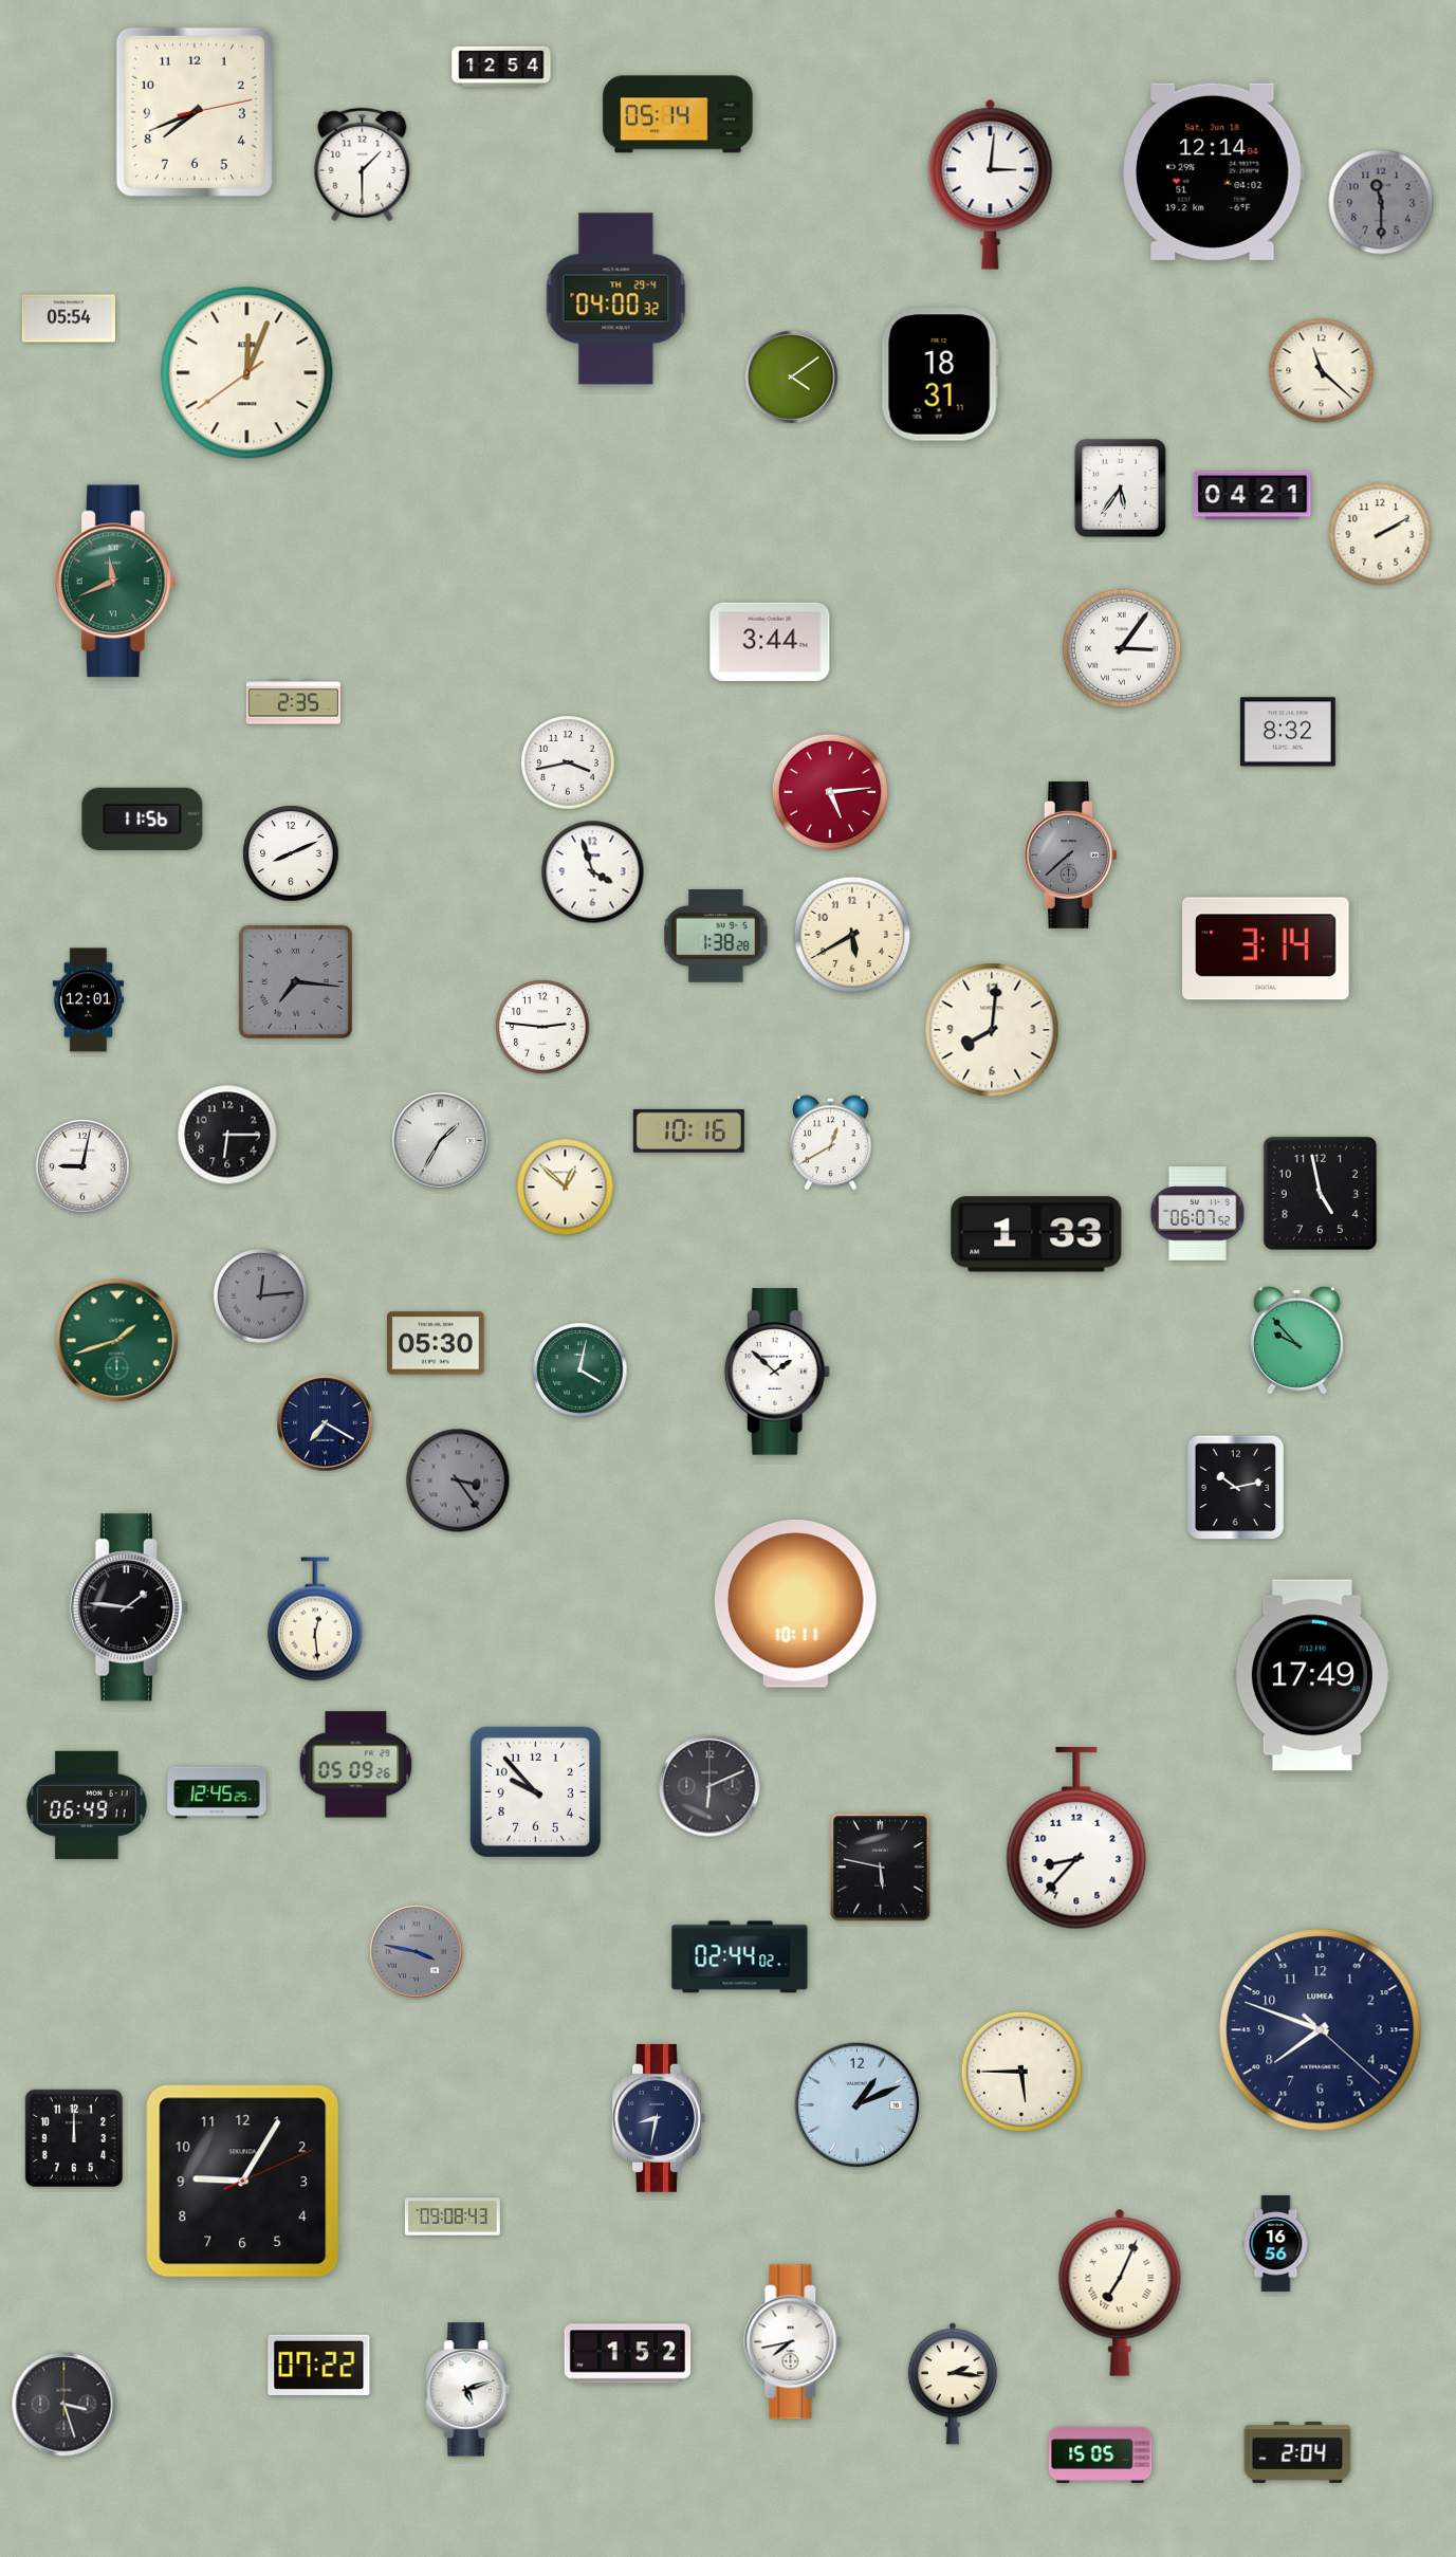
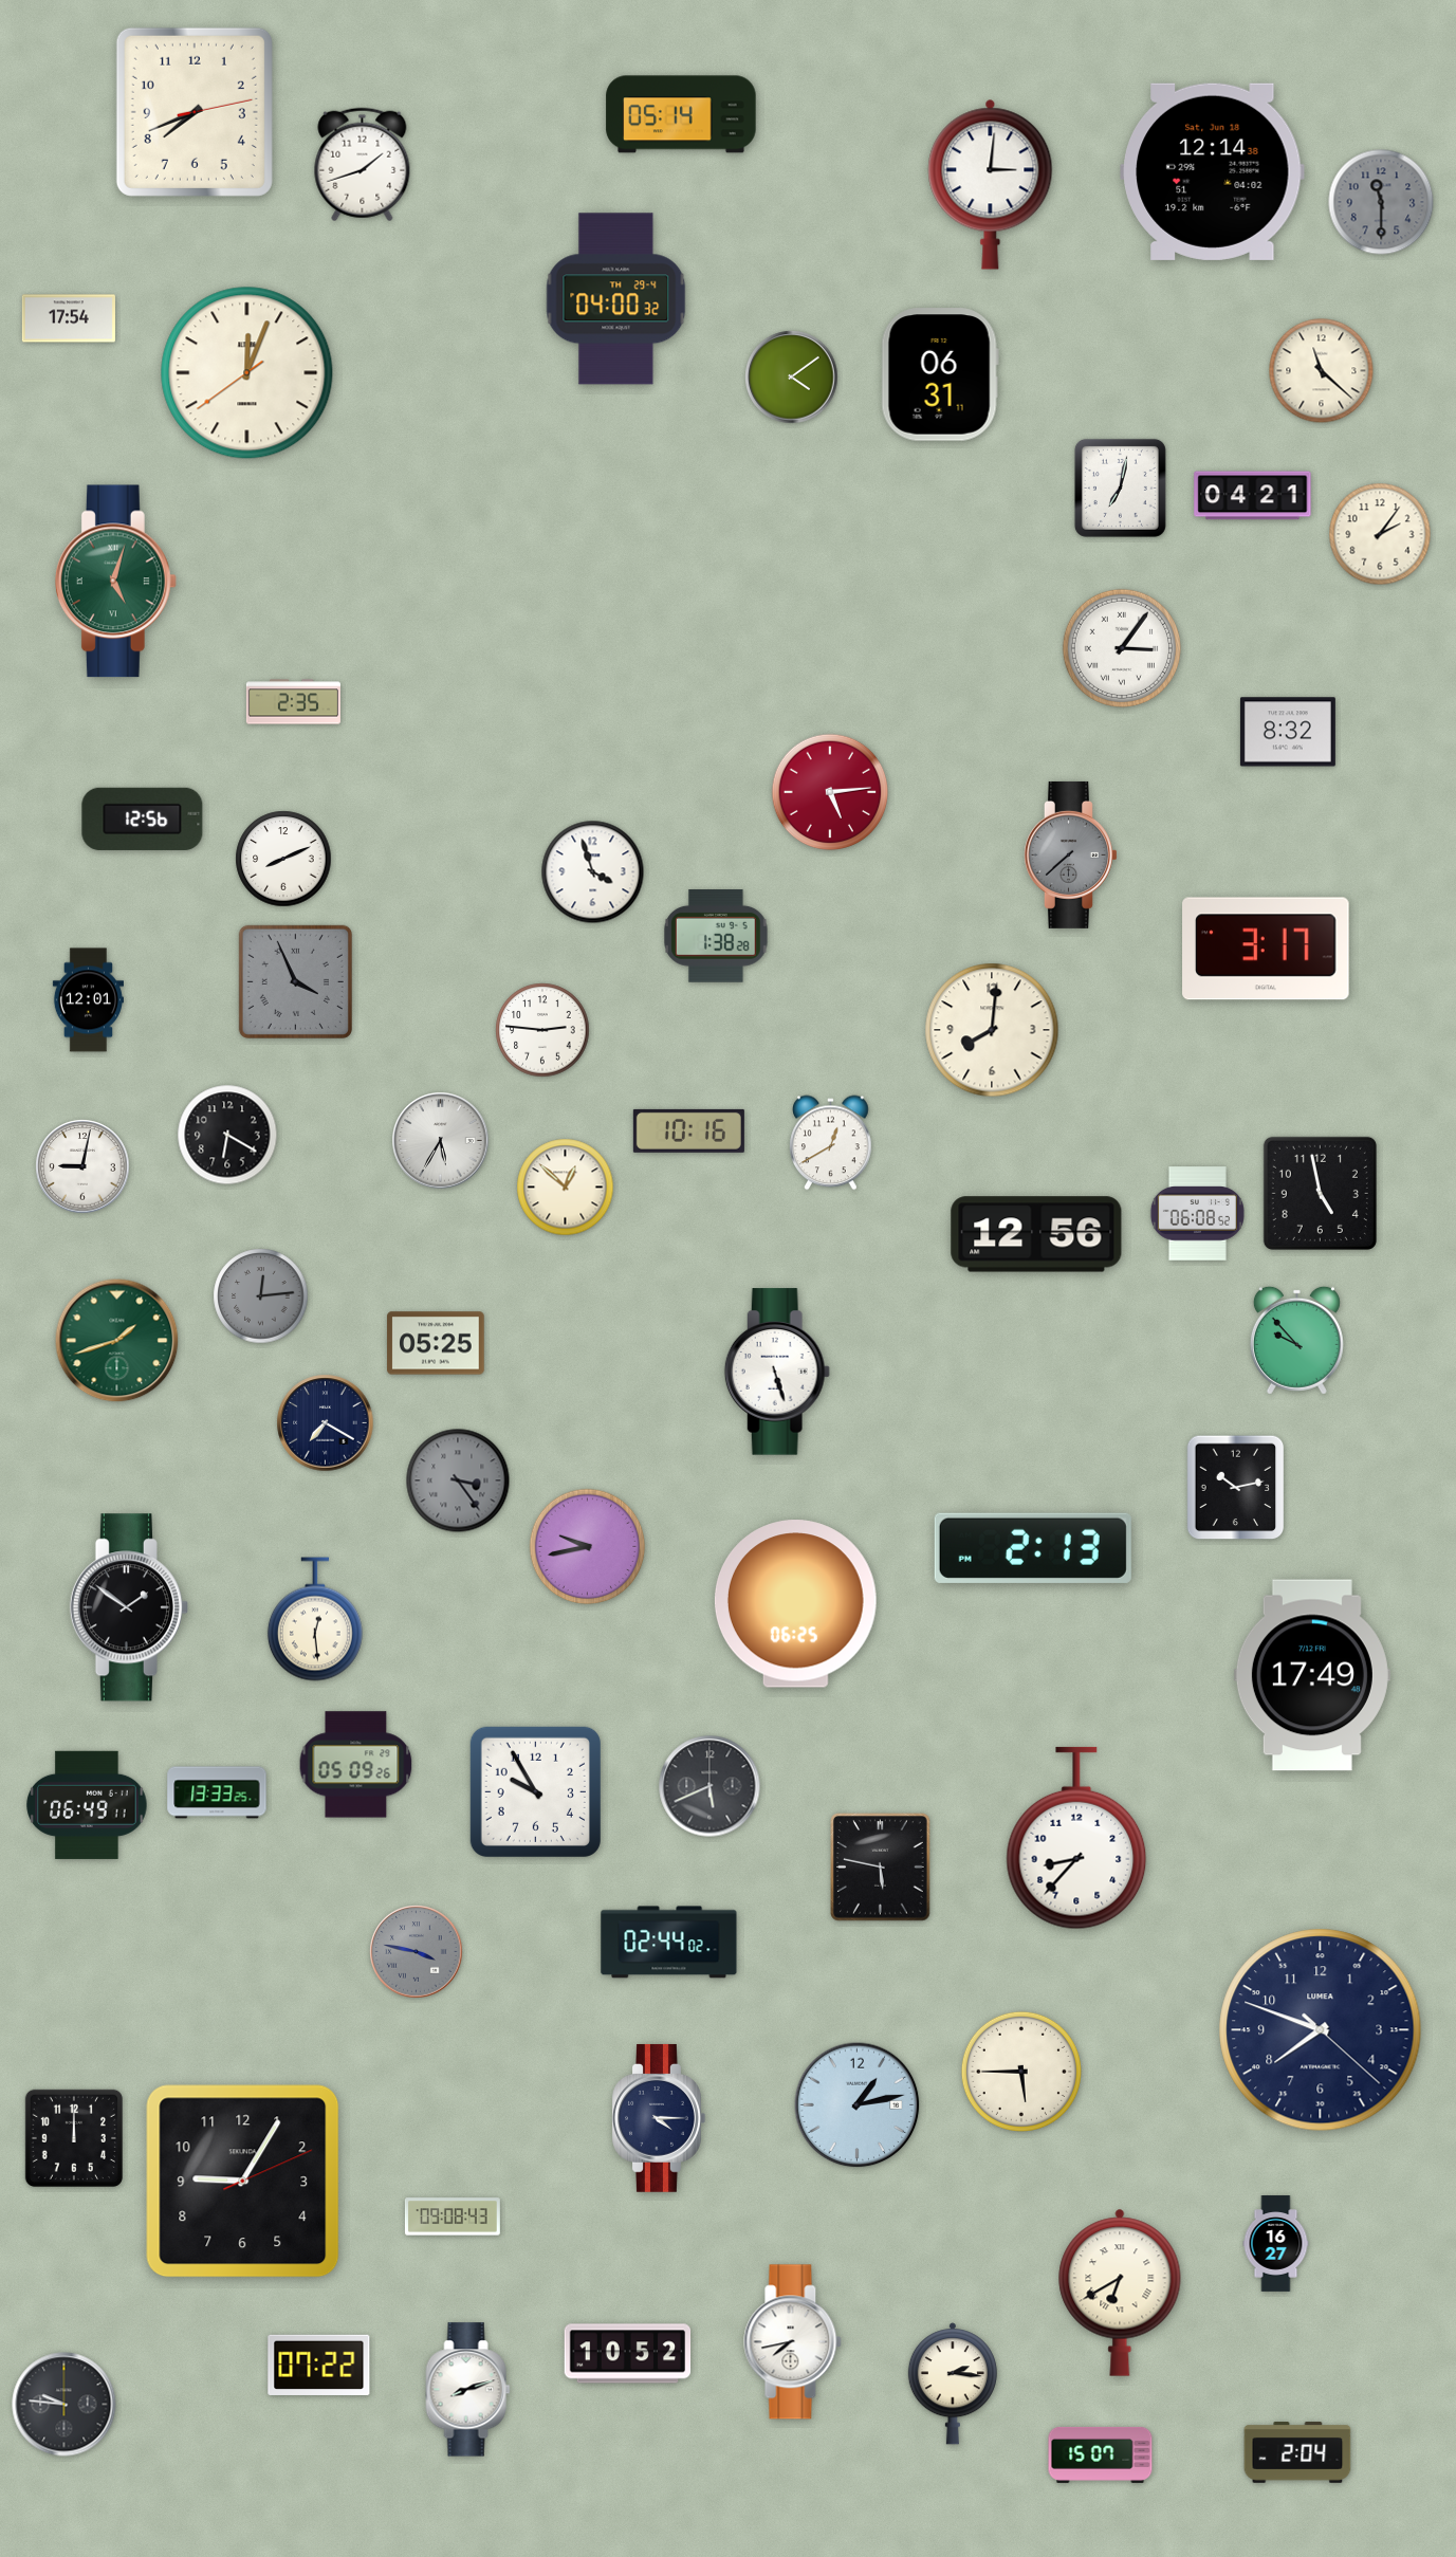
clock at (501, 67): 12:54 -> none
clock at (678, 114) position: (678, 114) -> (681, 114)
clock at (363, 165): 1:30 -> 1:42
clock at (1213, 171): 12:14:04 -> 12:14:38
clock at (69, 318): 05:54 -> 17:54
clock at (940, 374): 18:31 -> 06:31
clock at (1120, 488): 5:36 -> 7:02
clock at (1380, 534): 2:10 -> 2:06
clock at (115, 582): 11:41 -> 5:03
clock at (770, 642): 3:44 -> none
clock at (568, 762): 3:43 -> none
clock at (143, 818): 11:56 -> 12:56
clock at (291, 853) position: (291, 853) -> (283, 859)
clock at (852, 935): 5:40 -> none
clock at (1266, 949): 3:14 -> 3:17
clock at (295, 981): 7:16 -> 3:56
clock at (542, 1027) position: (542, 1027) -> (542, 1030)
clock at (227, 1135): 6:15 -> 6:20
clock at (441, 1141): 1:35 -> 5:35
clock at (1197, 1214): 06:07 -> 06:08
clock at (1036, 1234): 1:33 -> 12:56
clock at (436, 1343): 05:30 -> 05:25
clock at (580, 1371): 4:02 -> none
clock at (777, 1372): 1:52 -> 5:27
clock at (588, 1547): none -> 9:43
clock at (1033, 1548): none -> 2:13
clock at (795, 1604): 10:11 -> 06:25
clock at (129, 1607): 1:46 -> 1:51
clock at (709, 1786): 6:11 -> 5:41
clock at (535, 1791): 9:53 -> 9:55
clock at (217, 1792): 12:45 -> 13:33
clock at (740, 1957) position: (740, 1957) -> (669, 1943)
clock at (858, 2105): 1:11 -> 1:13
clock at (659, 2118): 8:32 -> 4:15
clock at (1276, 2244): 16:56 -> 16:27
clock at (1120, 2293): 7:04 -> 6:40
clock at (628, 2354): 1:52 -> 10:52
clock at (468, 2390): 5:12 -> 8:12
clock at (64, 2405): 3:27 -> 9:46
clock at (1101, 2454): 15:05 -> 15:07
